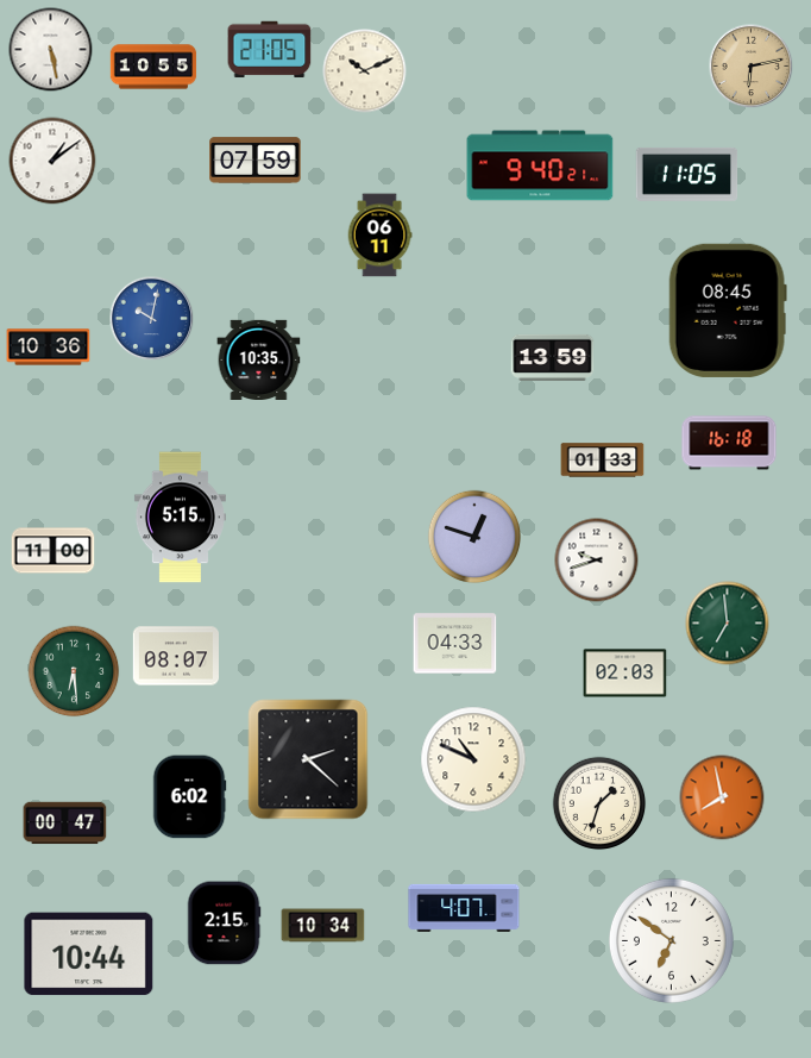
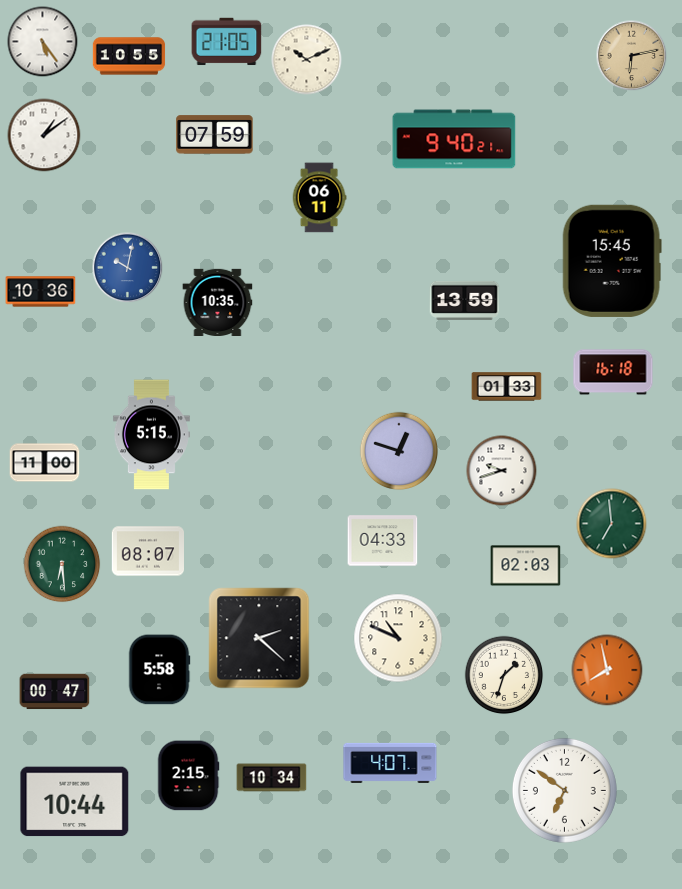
clock at (51, 50): 5:28 -> 5:24
clock at (687, 174): 11:05 -> none
clock at (728, 311): 08:45 -> 15:45
clock at (189, 797): 6:02 -> 5:58
